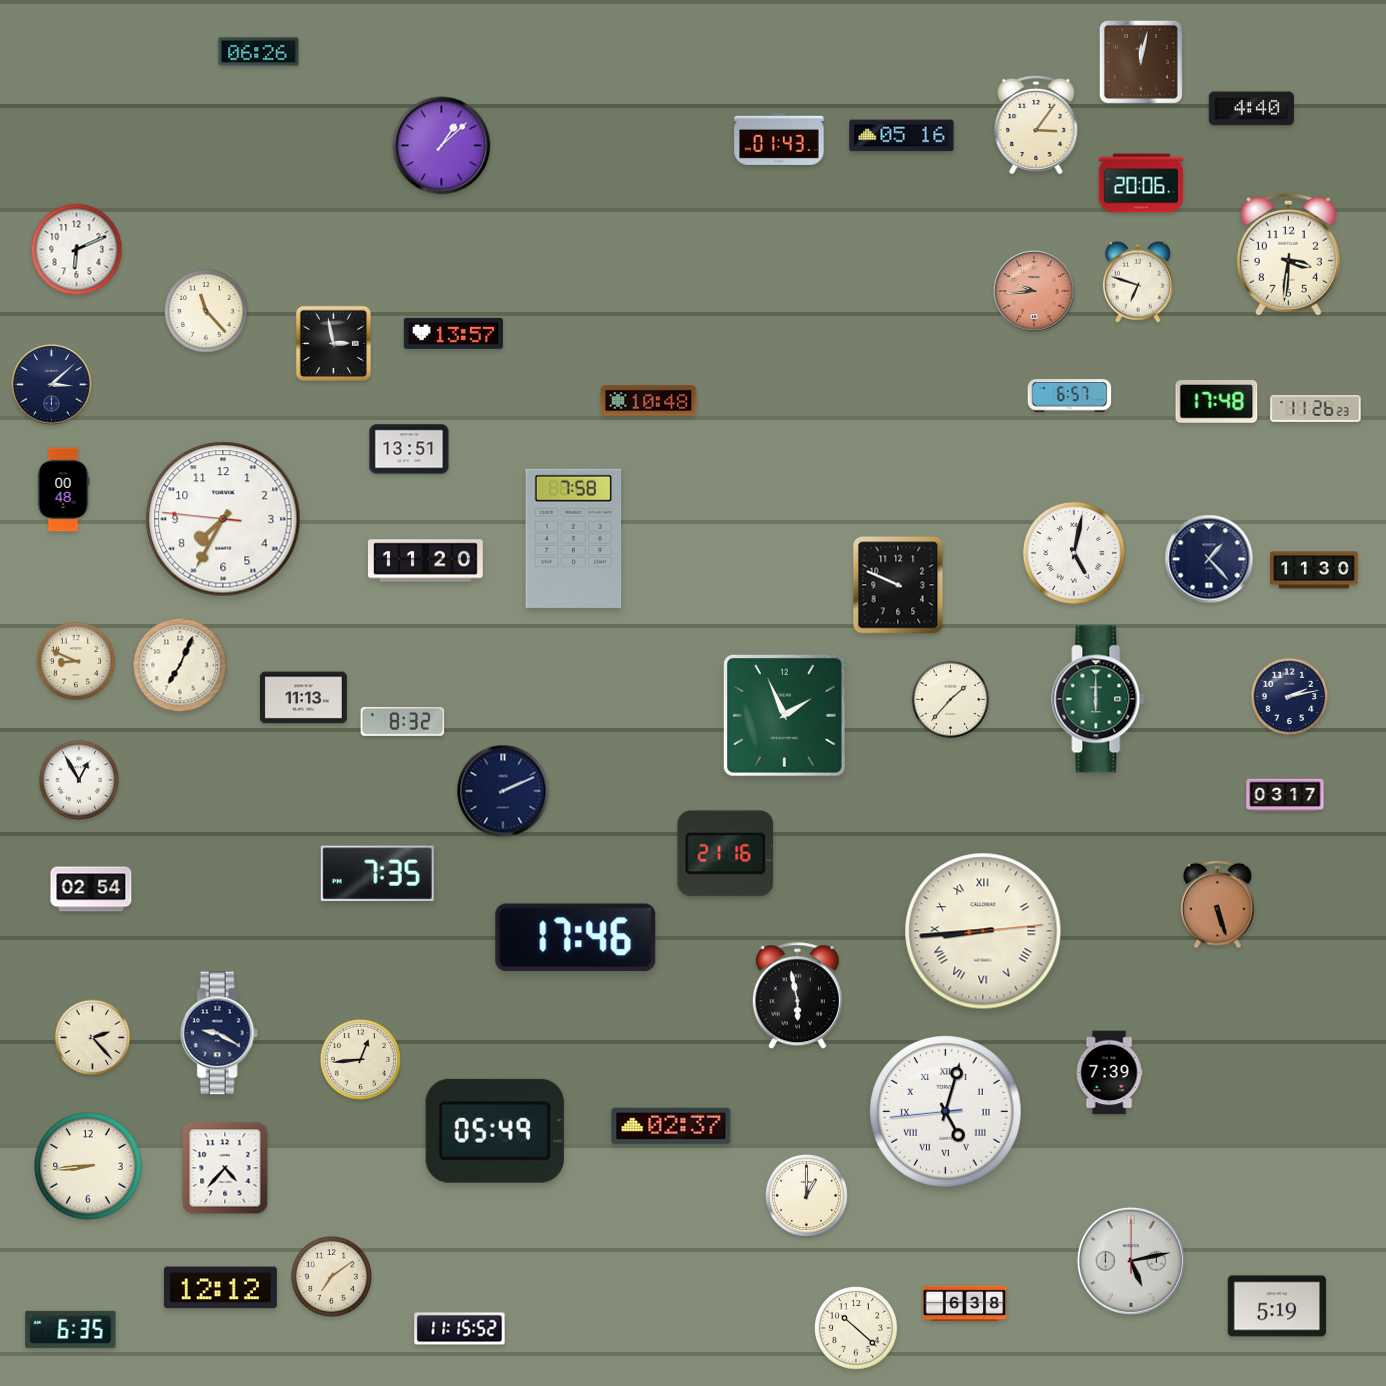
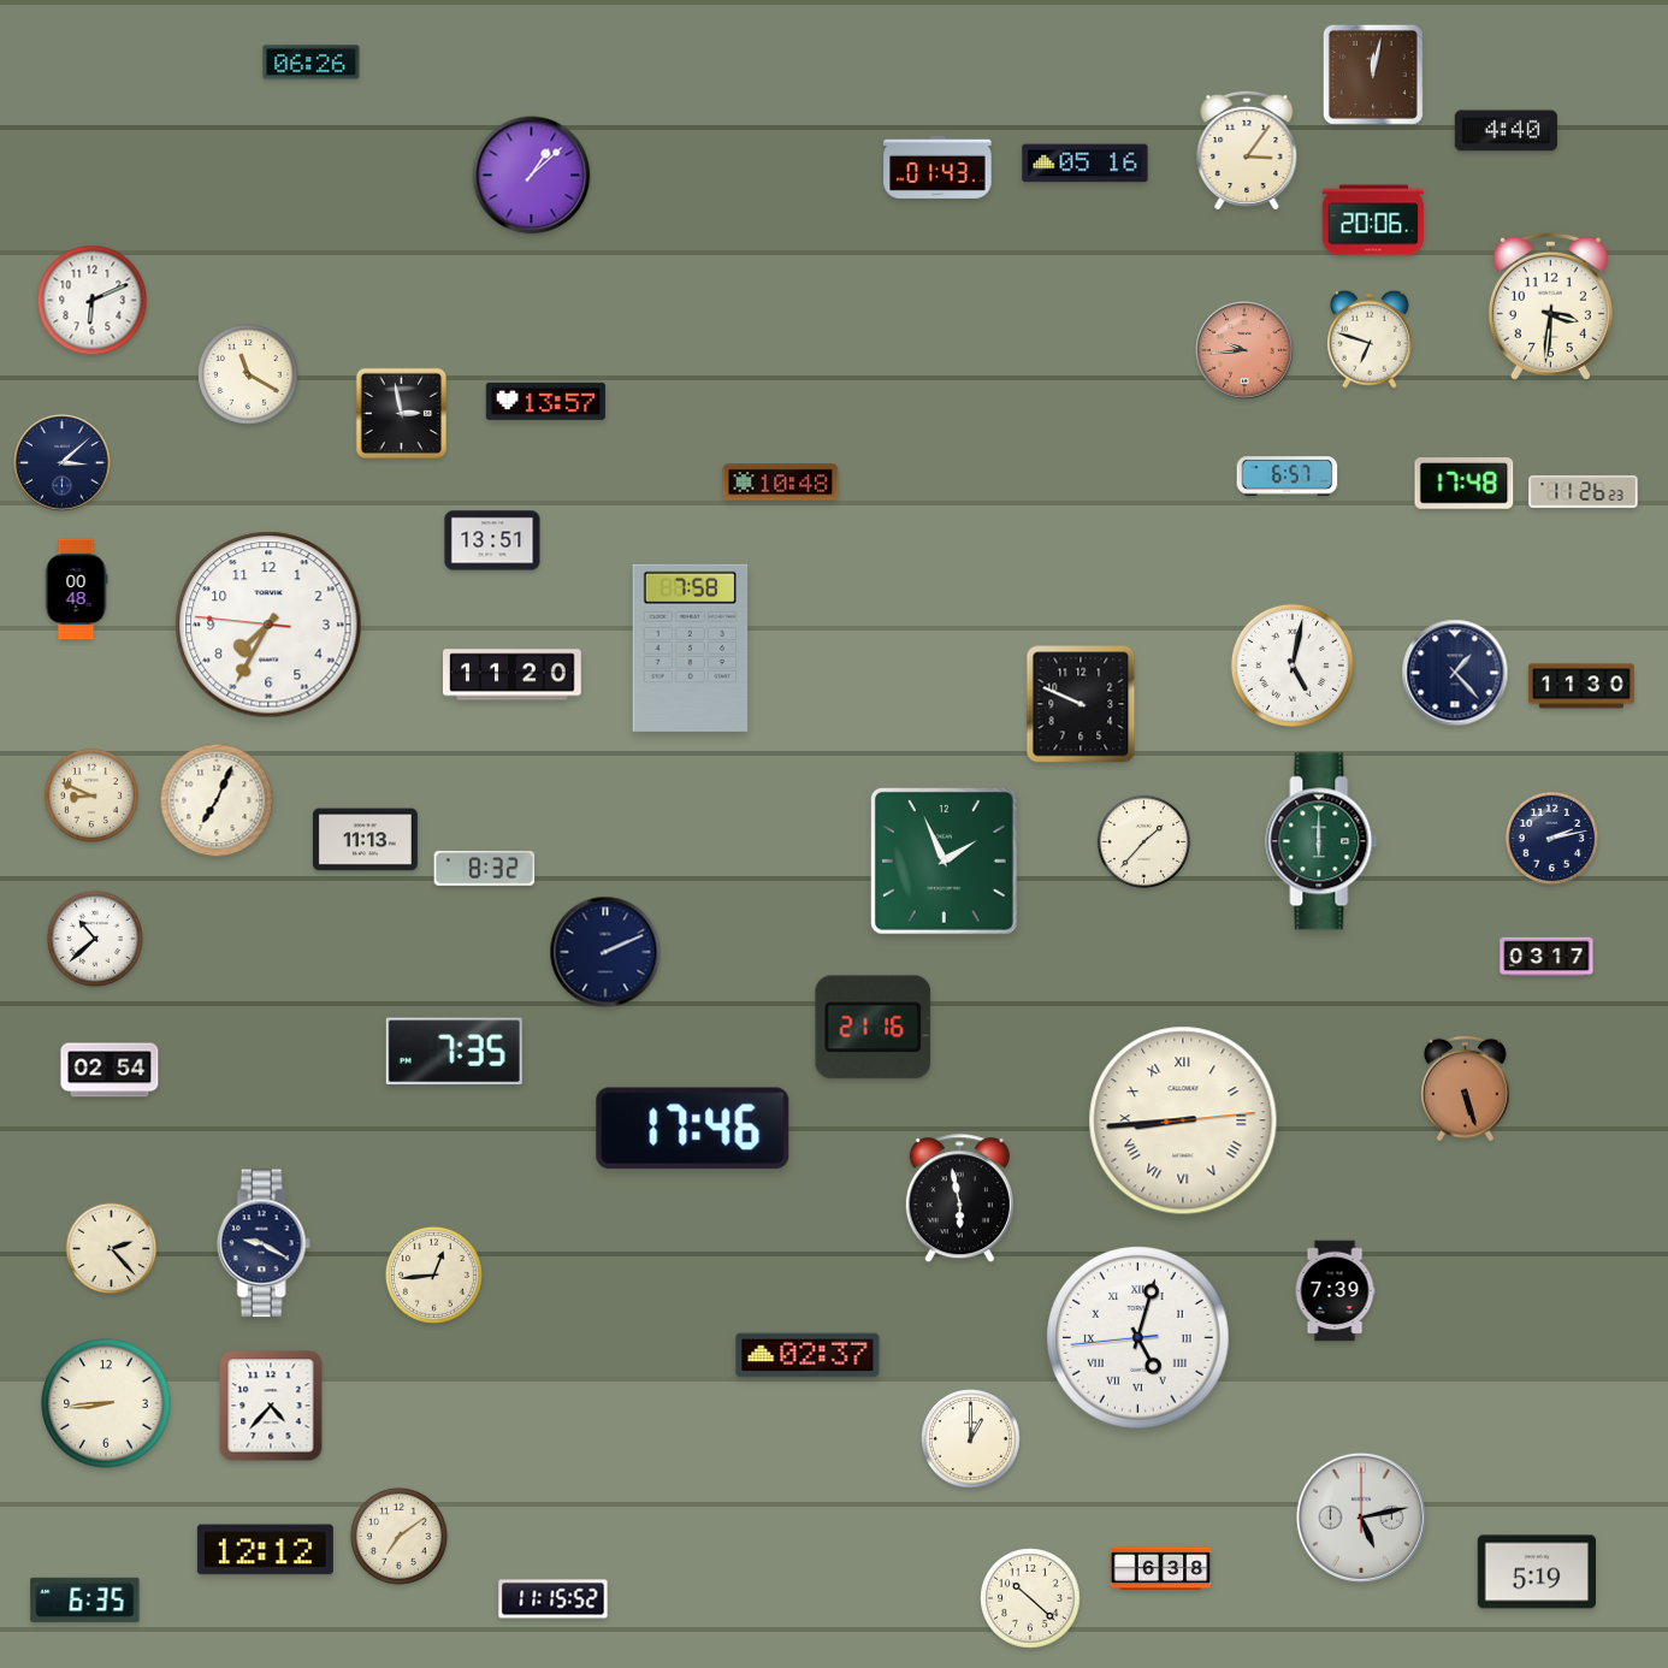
clock at (206, 311): 11:23 -> 11:20
clock at (79, 780): 12:55 -> 10:38
clock at (495, 1131): 05:49 -> none
